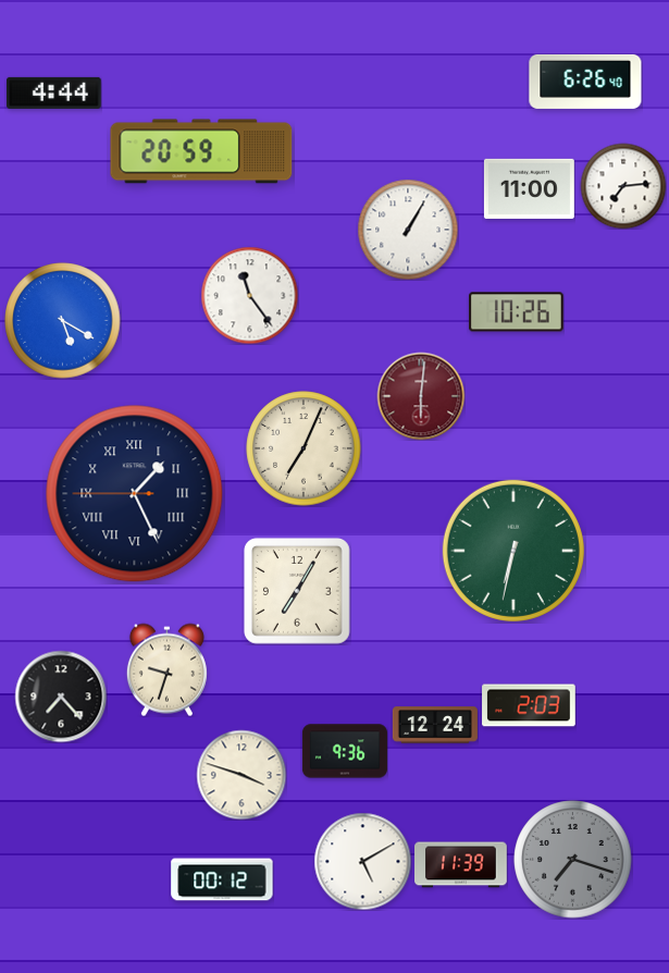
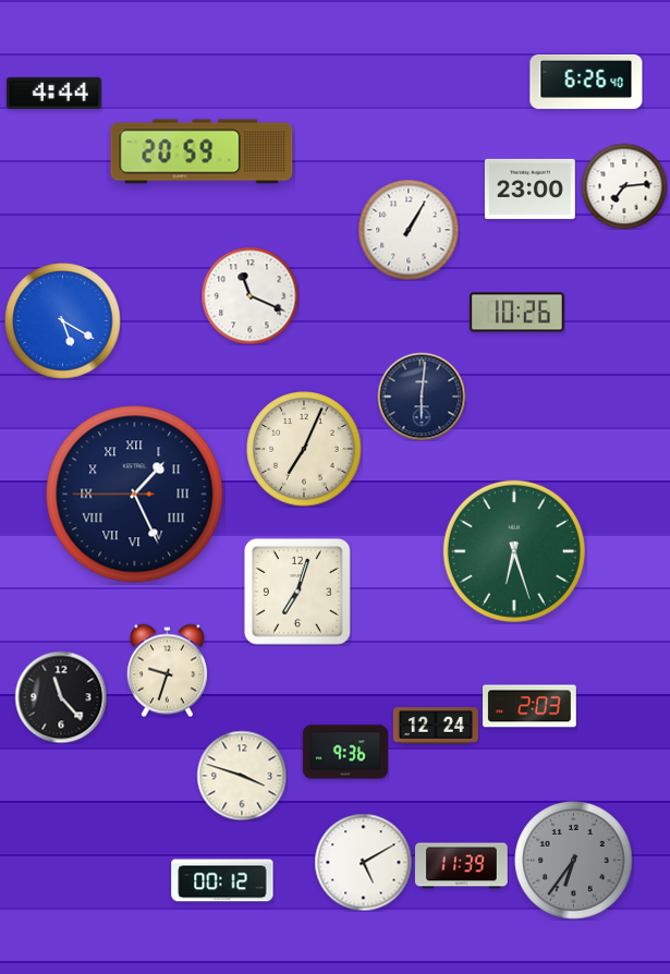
clock at (529, 188): 11:00 -> 23:00
clock at (249, 295): 11:24 -> 11:19
clock at (421, 396) dial: burgundy -> navy
clock at (513, 551): 6:32 -> 6:27
clock at (297, 591): 7:05 -> 7:03
clock at (61, 697): 7:23 -> 11:23
clock at (573, 860): 7:18 -> 6:36
